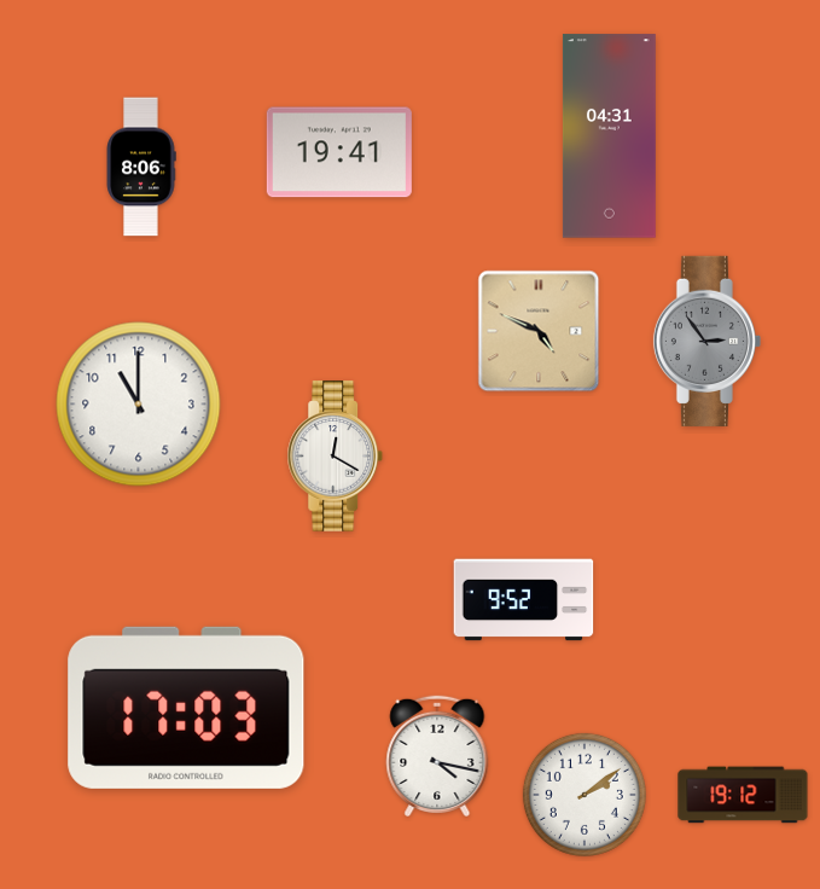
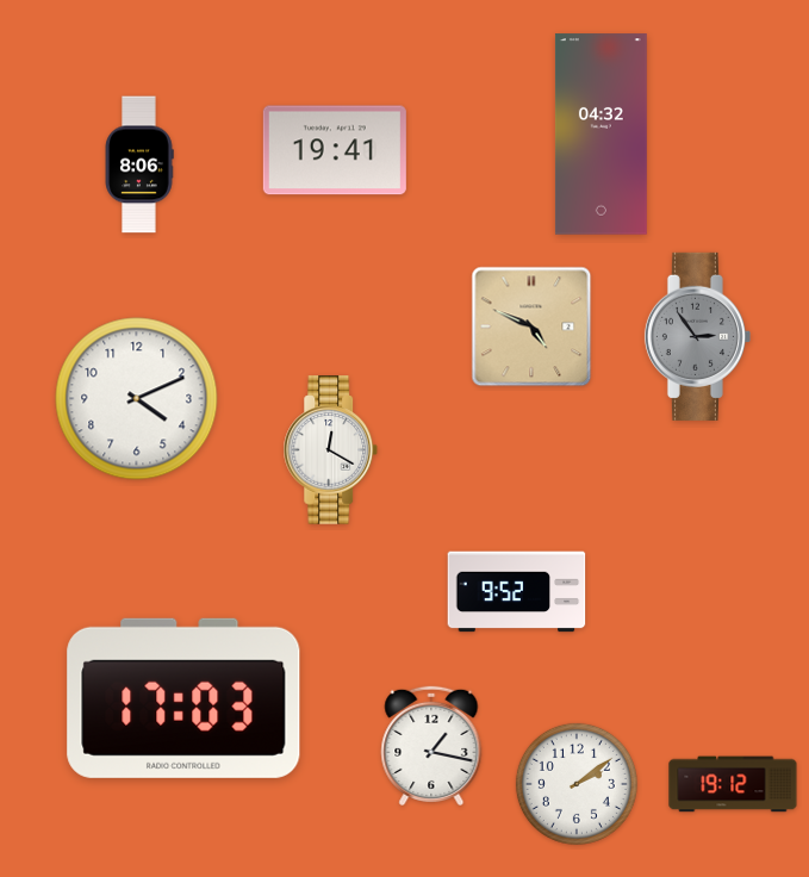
clock at (609, 136): 04:31 -> 04:32
clock at (139, 405): 11:00 -> 4:11
clock at (437, 756): 4:17 -> 1:17
